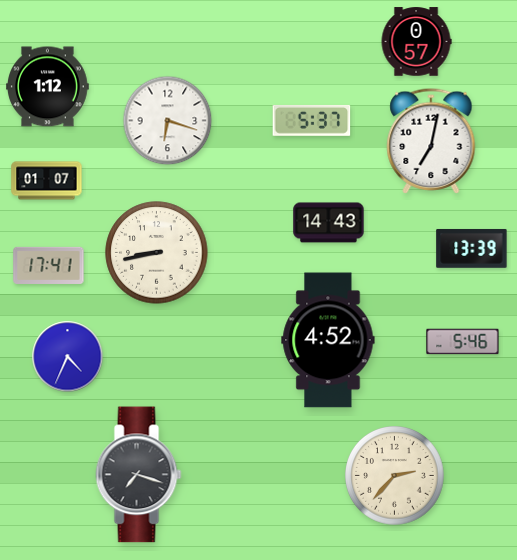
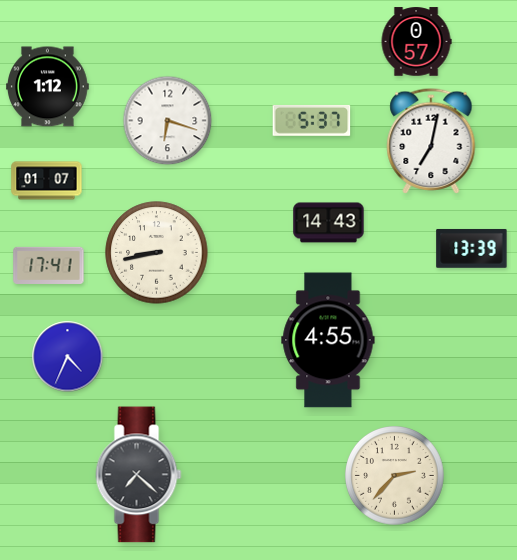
clock at (328, 340): 4:52 -> 4:55
clock at (463, 342): 5:46 -> none
clock at (139, 475): 7:18 -> 7:22
